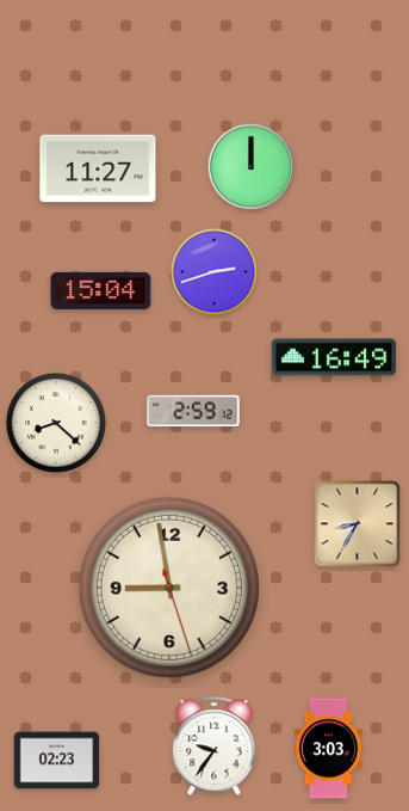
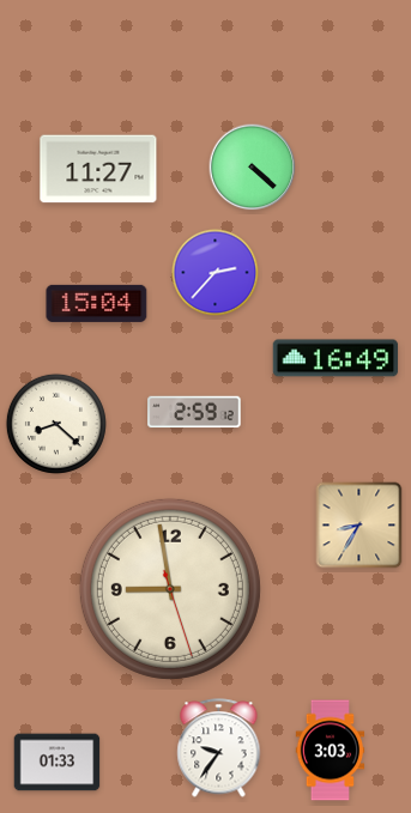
clock at (252, 167): 12:00 -> 4:22
clock at (215, 272): 2:42 -> 2:37
clock at (101, 290) position: (101, 290) -> (97, 303)
clock at (215, 747) position: (215, 747) -> (219, 748)
clock at (57, 761): 02:23 -> 01:33
